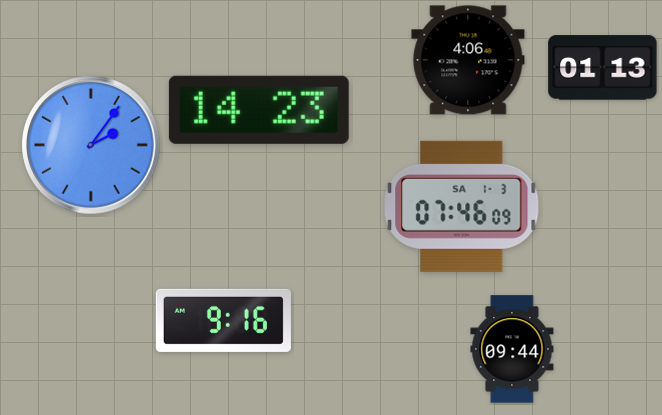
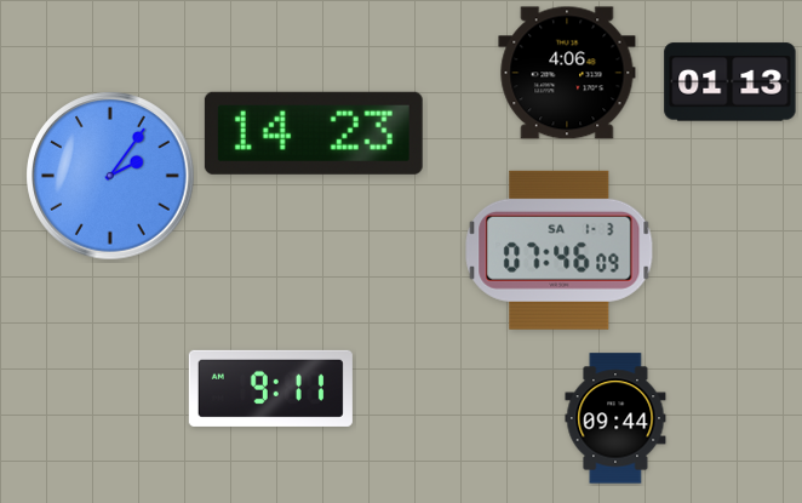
clock at (223, 320): 9:16 -> 9:11
clock at (512, 349) position: (512, 349) -> (615, 418)
